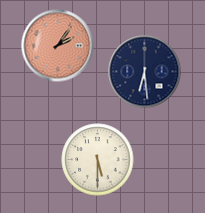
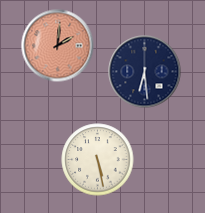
clock at (58, 46): 2:06 -> 2:01
clock at (98, 160): 5:30 -> 5:28
